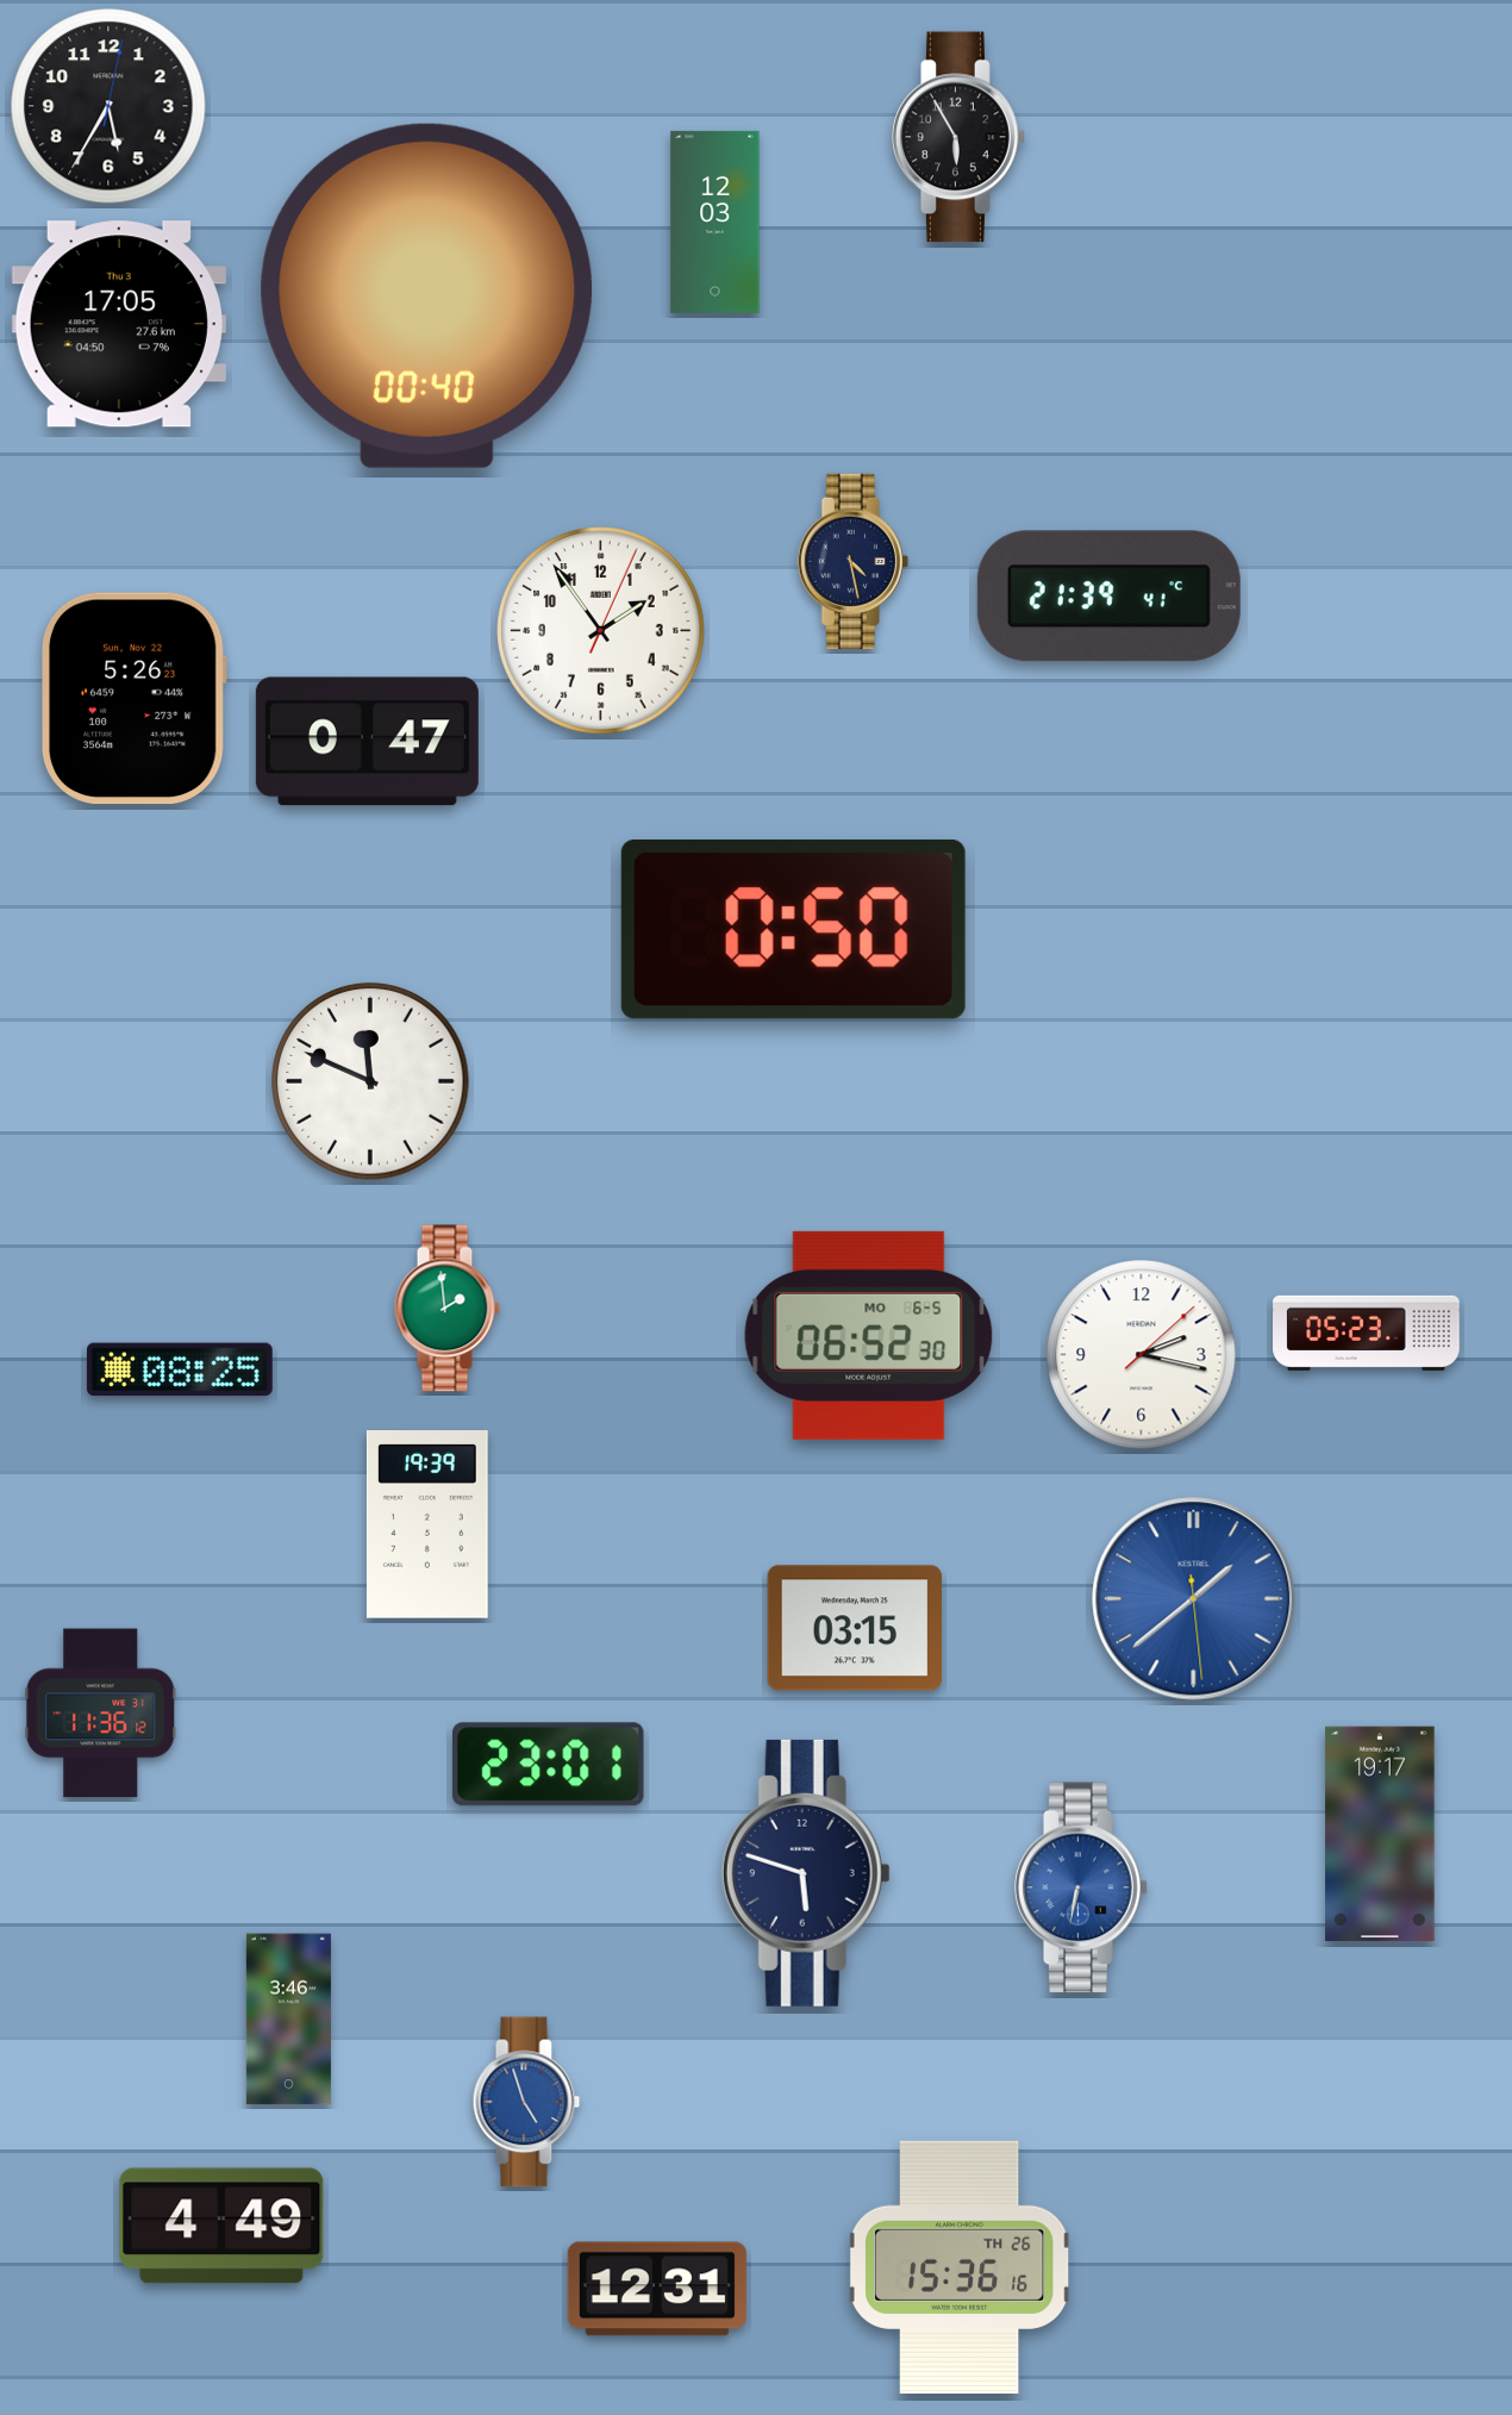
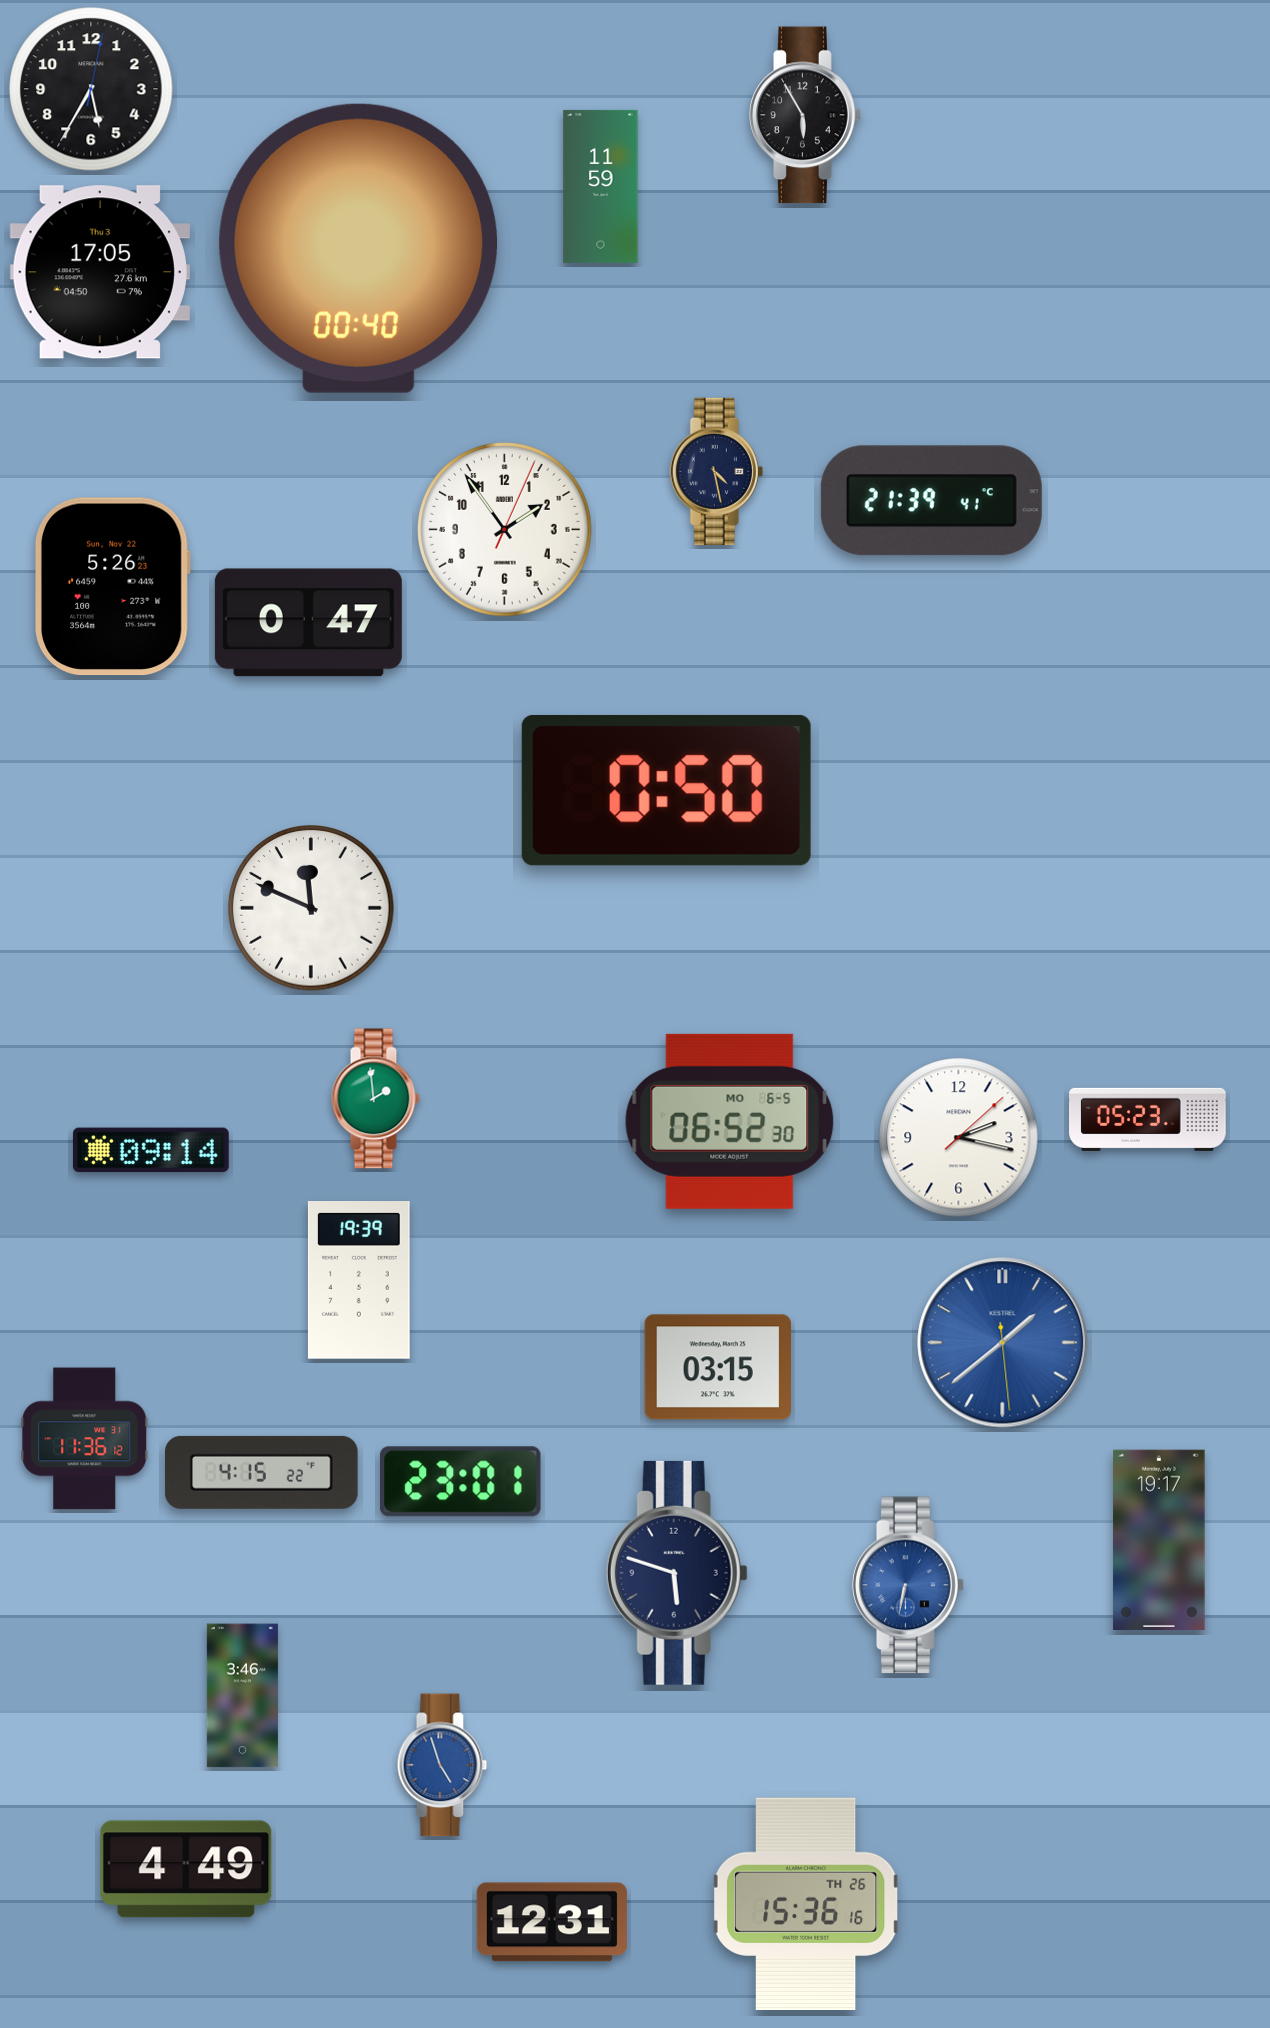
clock at (716, 221): 12:03 -> 11:59
clock at (793, 929) position: (793, 929) -> (666, 790)
clock at (180, 1369): 08:25 -> 09:14
clock at (262, 1472): none -> 4:15
